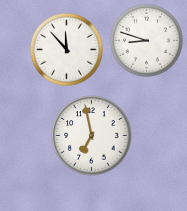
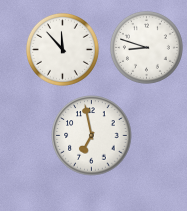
clock at (146, 40) position: (146, 40) -> (146, 47)
clock at (66, 49) position: (66, 49) -> (62, 49)
